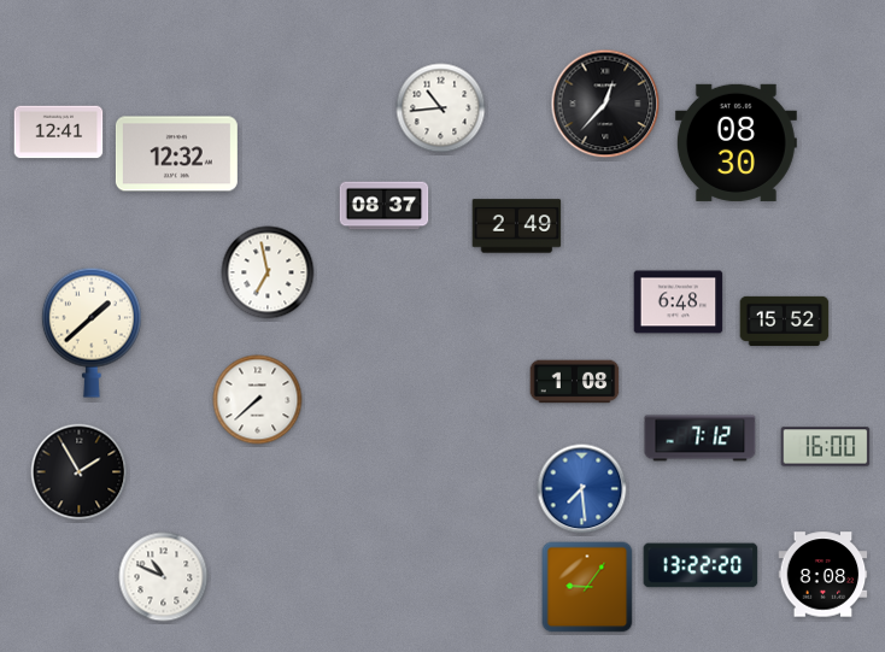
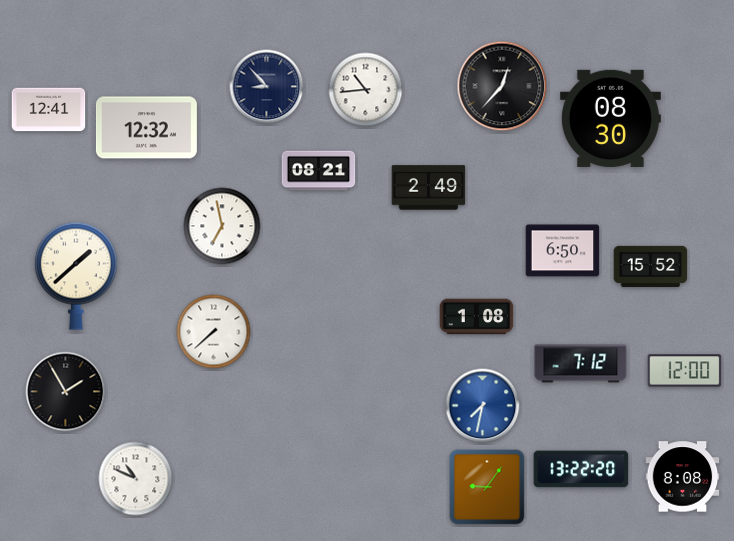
clock at (267, 87): none -> 8:53
clock at (385, 206): 08:37 -> 08:21
clock at (679, 302): 6:48 -> 6:50
clock at (826, 447): 16:00 -> 12:00
clock at (582, 489): 7:29 -> 7:32
